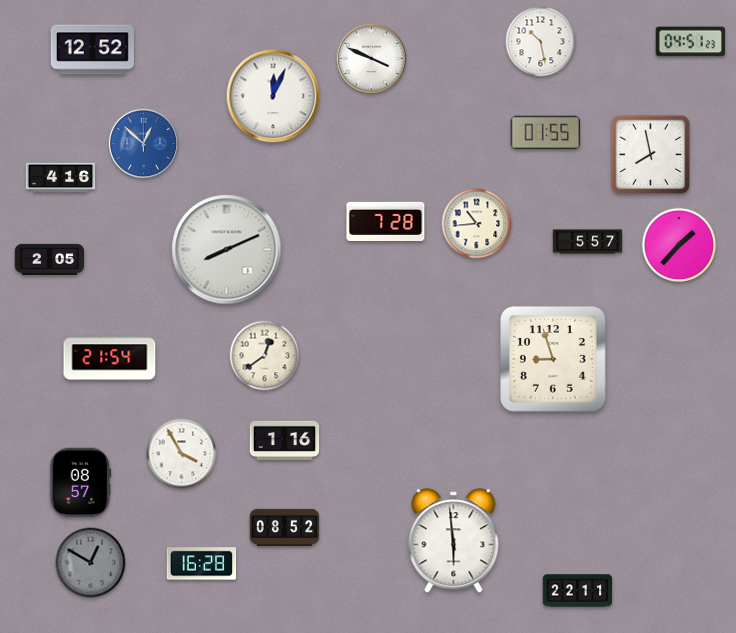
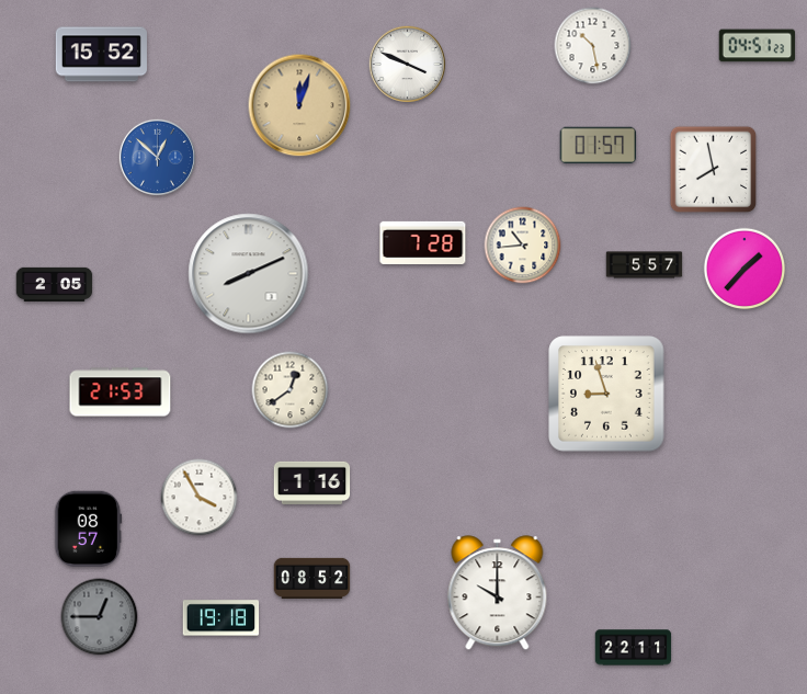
clock at (92, 50): 12:52 -> 15:52
clock at (273, 96): 12:04 -> 12:03
clock at (273, 96) dial: white -> champagne
clock at (546, 133): 01:55 -> 01:57
clock at (61, 178): 4:16 -> none
clock at (110, 358): 21:54 -> 21:53
clock at (454, 541): 5:59 -> 10:00
clock at (91, 563): 12:50 -> 12:45
clock at (202, 564): 16:28 -> 19:18
